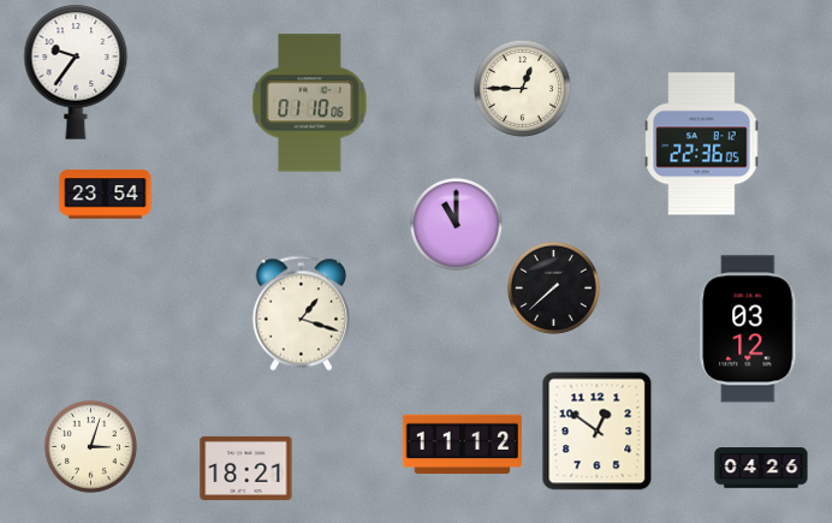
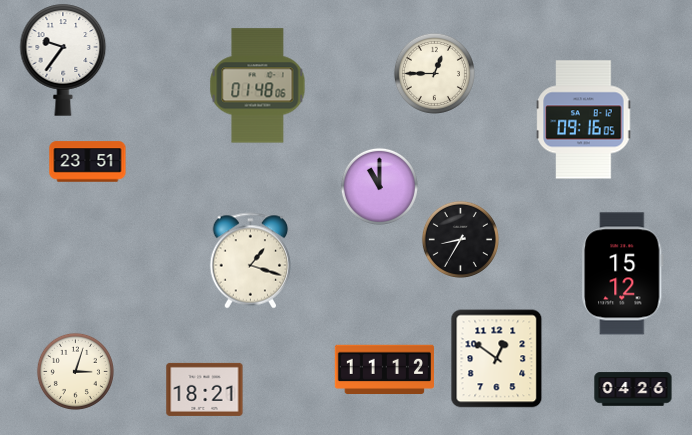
clock at (310, 103): 01:10 -> 01:48
clock at (702, 144): 22:36 -> 09:16
clock at (106, 195): 23:54 -> 23:51
clock at (553, 287): 7:38 -> 8:35
clock at (749, 329): 03:12 -> 15:12
